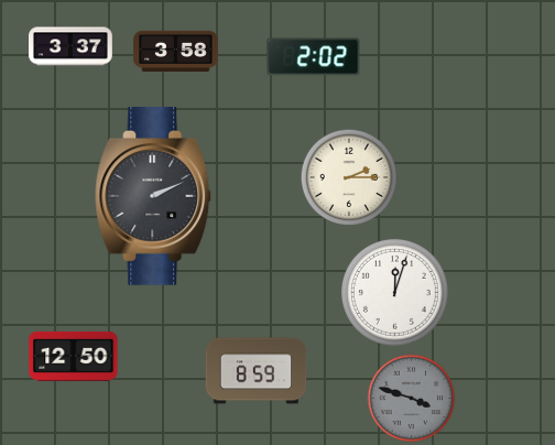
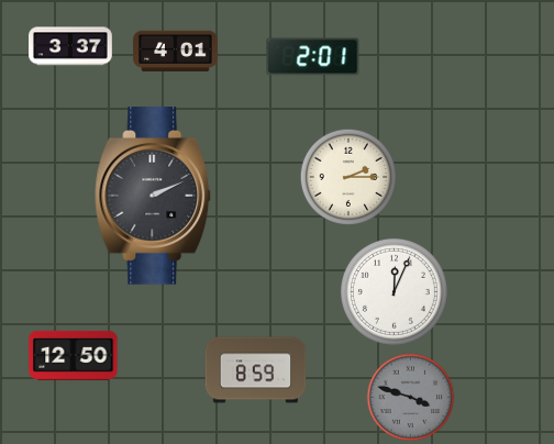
clock at (176, 51): 3:58 -> 4:01
clock at (314, 57): 2:02 -> 2:01
clock at (394, 292): 12:03 -> 12:04
